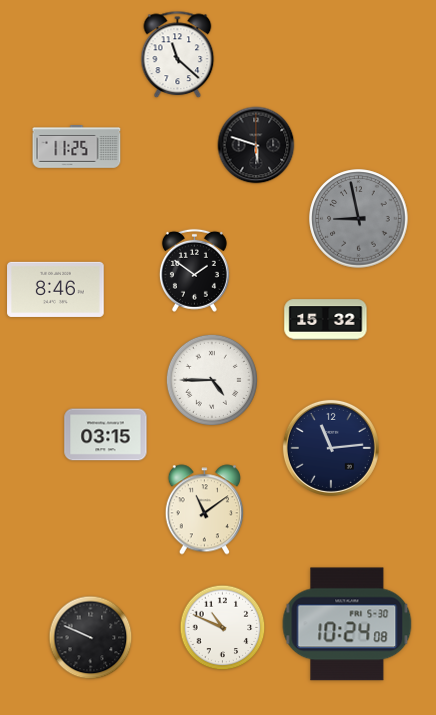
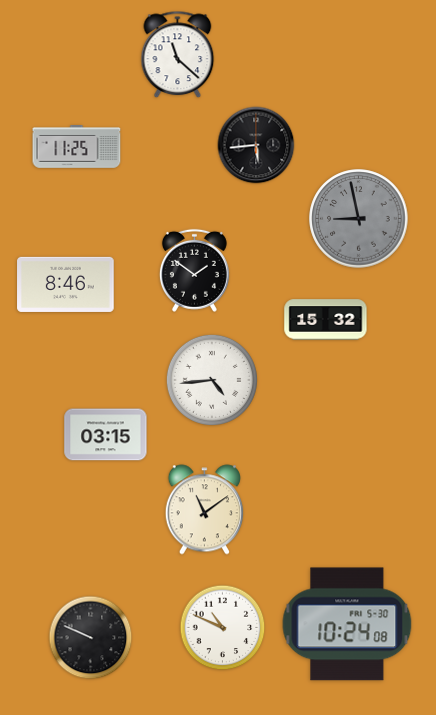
clock at (256, 145): 5:48 -> 5:44
clock at (56, 289) position: (56, 289) -> (66, 284)
clock at (212, 380): 4:45 -> 4:44
clock at (331, 448): 11:14 -> none
